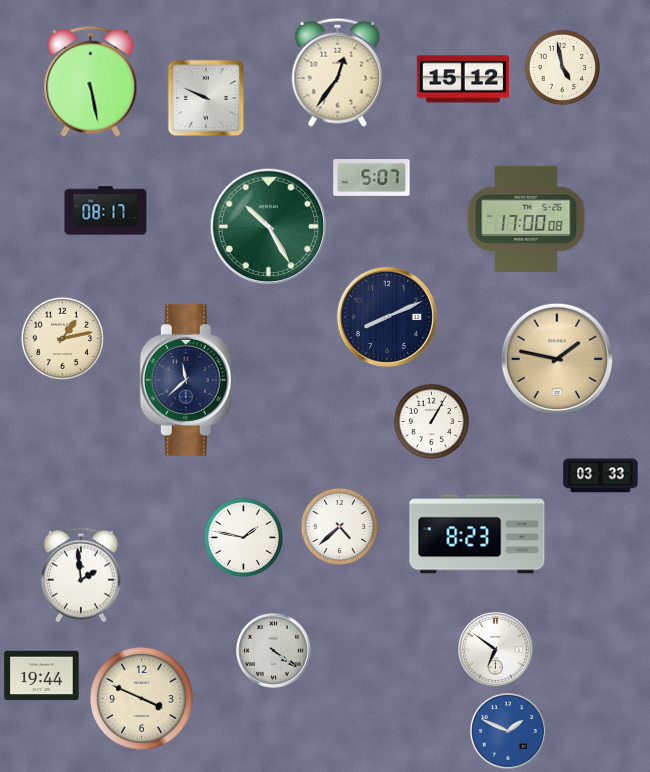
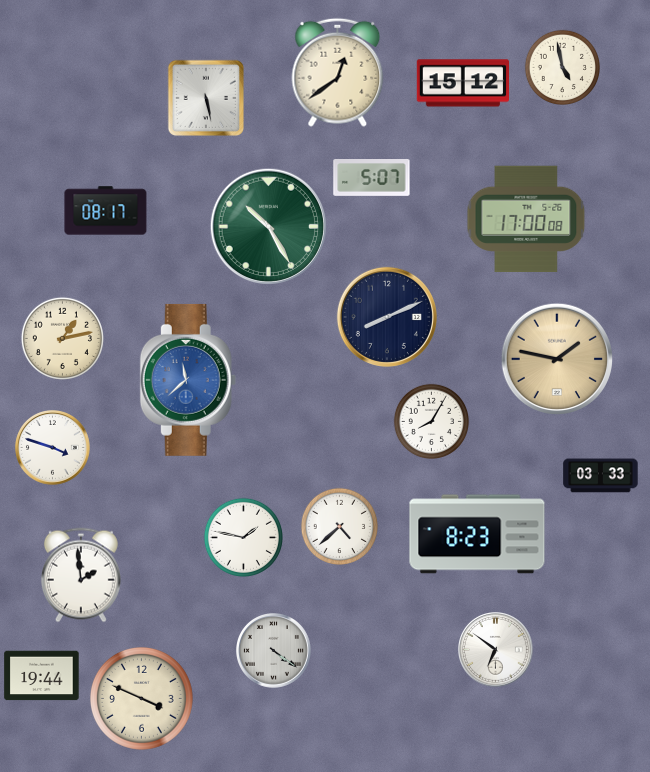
clock at (338, 72): 12:36 -> 12:39
clock at (462, 79) position: (462, 79) -> (462, 83)
clock at (91, 81): 5:28 -> none
clock at (206, 98): 9:49 -> 5:28
clock at (188, 380) dial: navy -> blue
clock at (431, 421): 1:05 -> 8:05
clock at (53, 448): none -> 3:48
clock at (509, 732): 1:49 -> none
